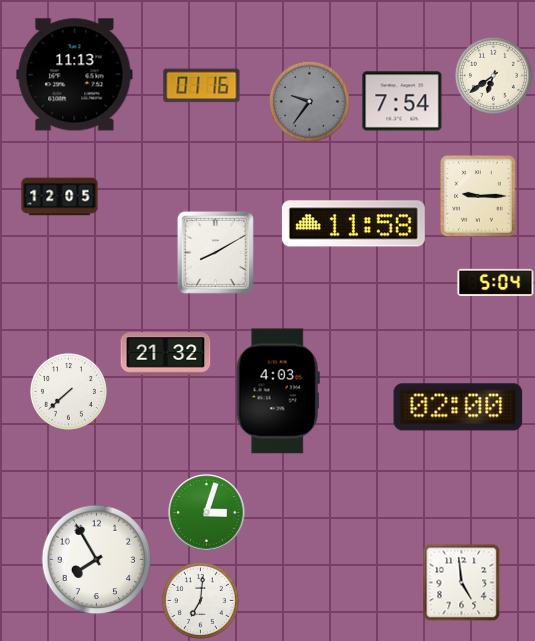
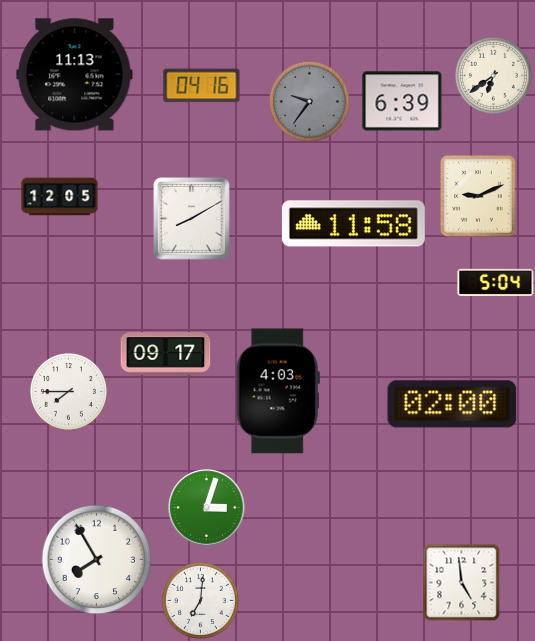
clock at (202, 86): 01:16 -> 04:16
clock at (402, 101): 7:54 -> 6:39
clock at (478, 196): 9:15 -> 9:11
clock at (215, 252) position: (215, 252) -> (191, 218)
clock at (166, 354): 21:32 -> 09:17
clock at (68, 391): 7:38 -> 7:45
clock at (458, 407) position: (458, 407) -> (452, 404)
clock at (207, 513) position: (207, 513) -> (207, 508)
